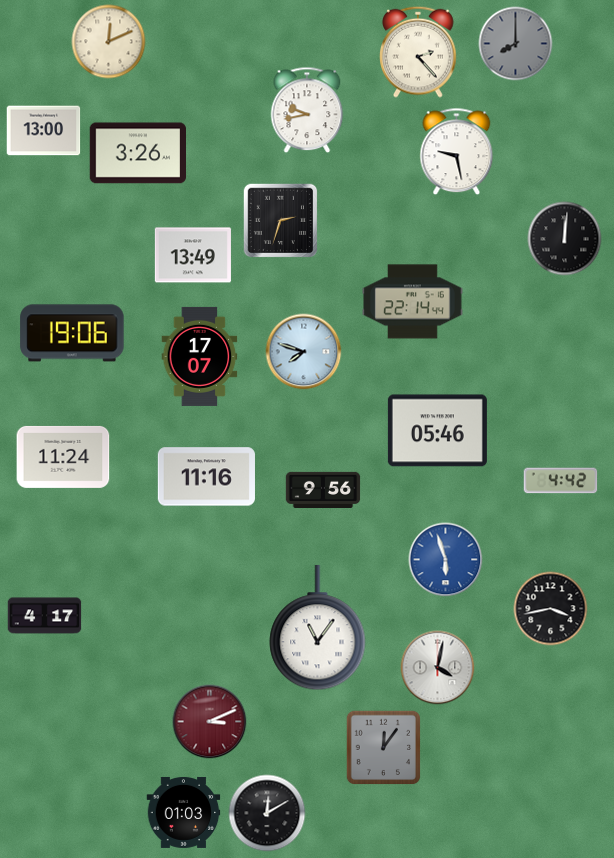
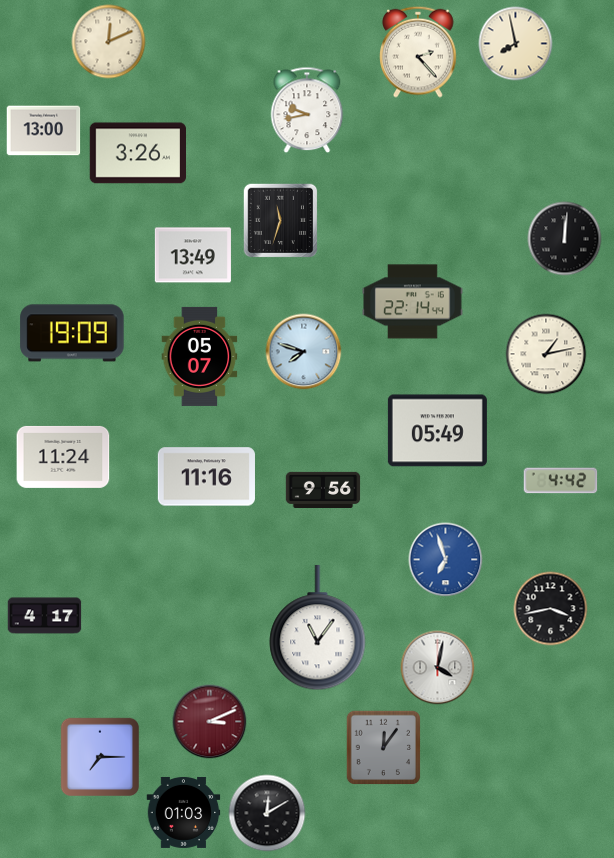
clock at (516, 44): 8:00 -> 7:58
clock at (516, 44) dial: grey -> cream
clock at (457, 152): 9:28 -> none
clock at (281, 221): 2:33 -> 11:33
clock at (72, 333): 19:06 -> 19:09
clock at (546, 354): none -> 1:13
clock at (200, 356): 17:07 -> 05:07
clock at (437, 431): 05:46 -> 05:49
clock at (446, 560): 5:57 -> 6:57
clock at (100, 757): none -> 7:15
